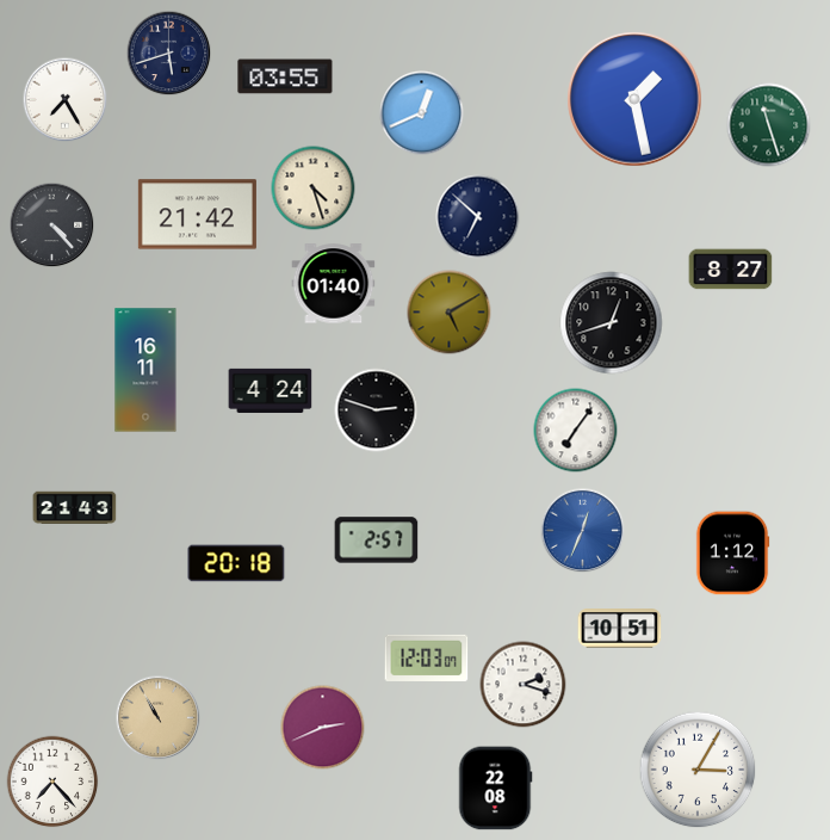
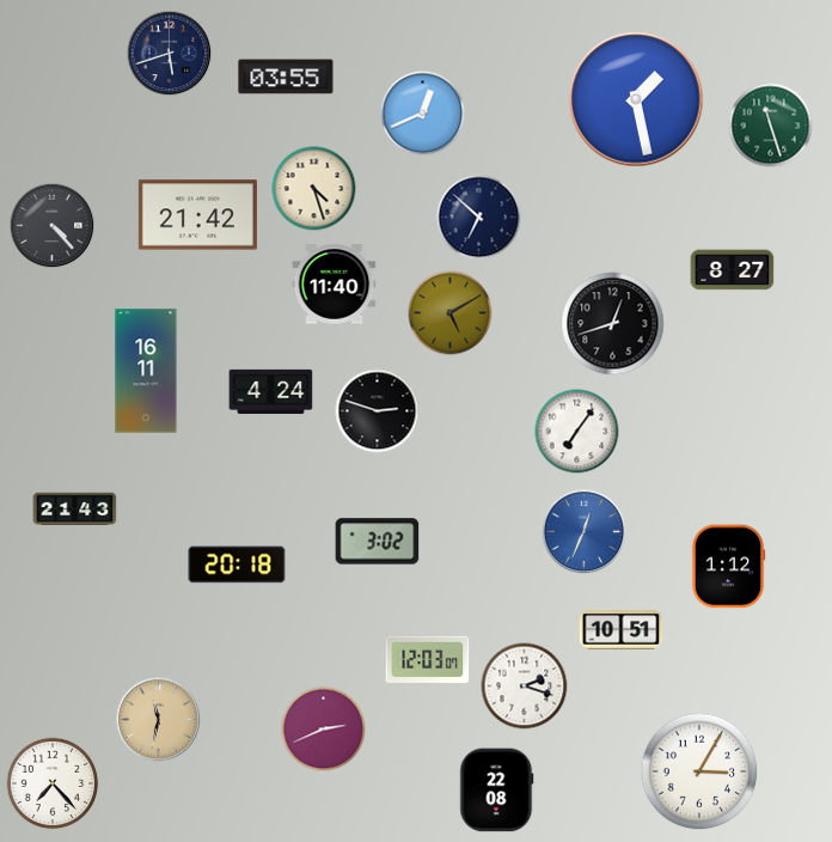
clock at (66, 100): 7:25 -> none
clock at (334, 284): 01:40 -> 11:40
clock at (377, 541): 2:57 -> 3:02
clock at (732, 554) position: (732, 554) -> (728, 567)
clock at (159, 718): 10:55 -> 11:32
